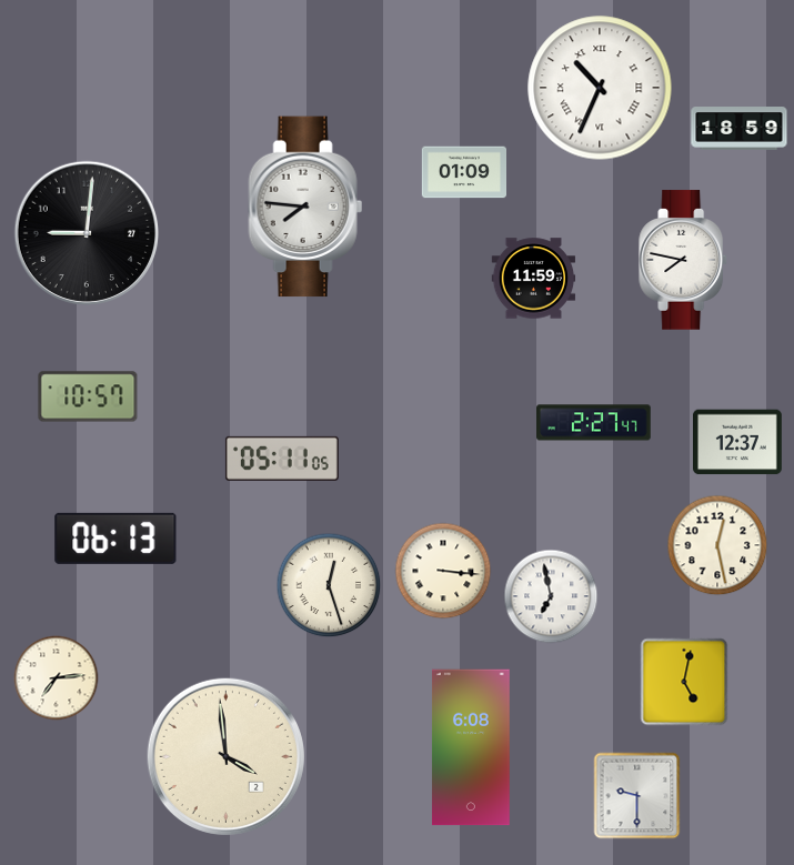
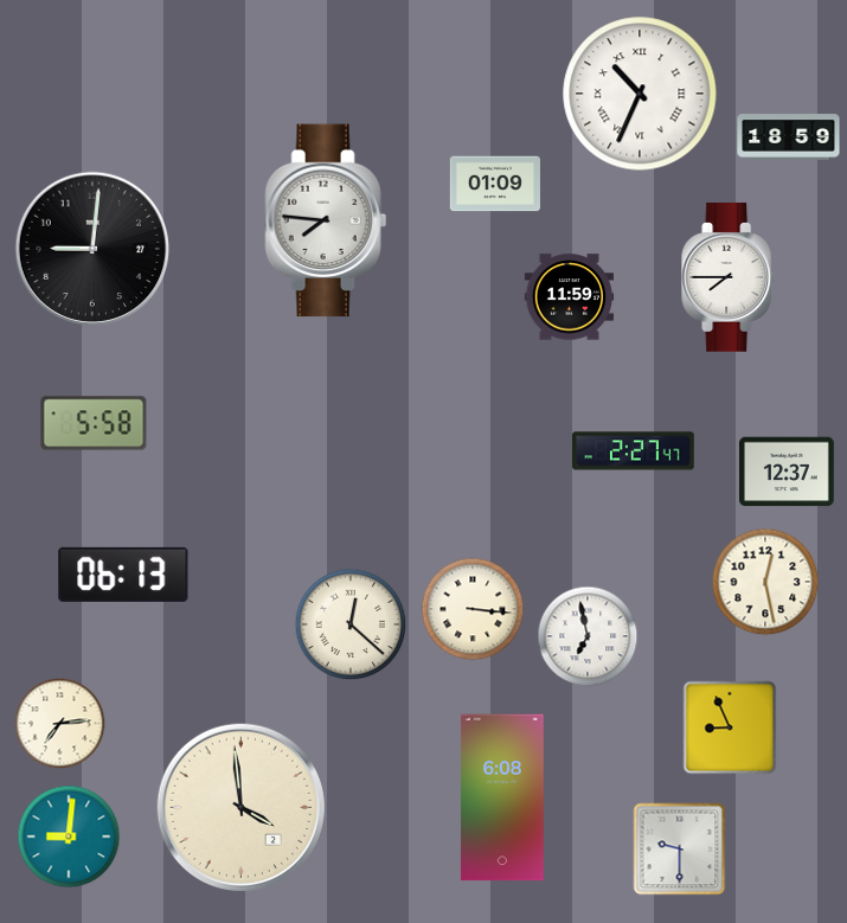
clock at (684, 260): 7:47 -> 7:45
clock at (88, 396): 10:57 -> 5:58
clock at (282, 459): 05:11 -> none
clock at (329, 585): 12:27 -> 12:22
clock at (684, 682): 5:02 -> 8:56
clock at (69, 837): none -> 9:01
